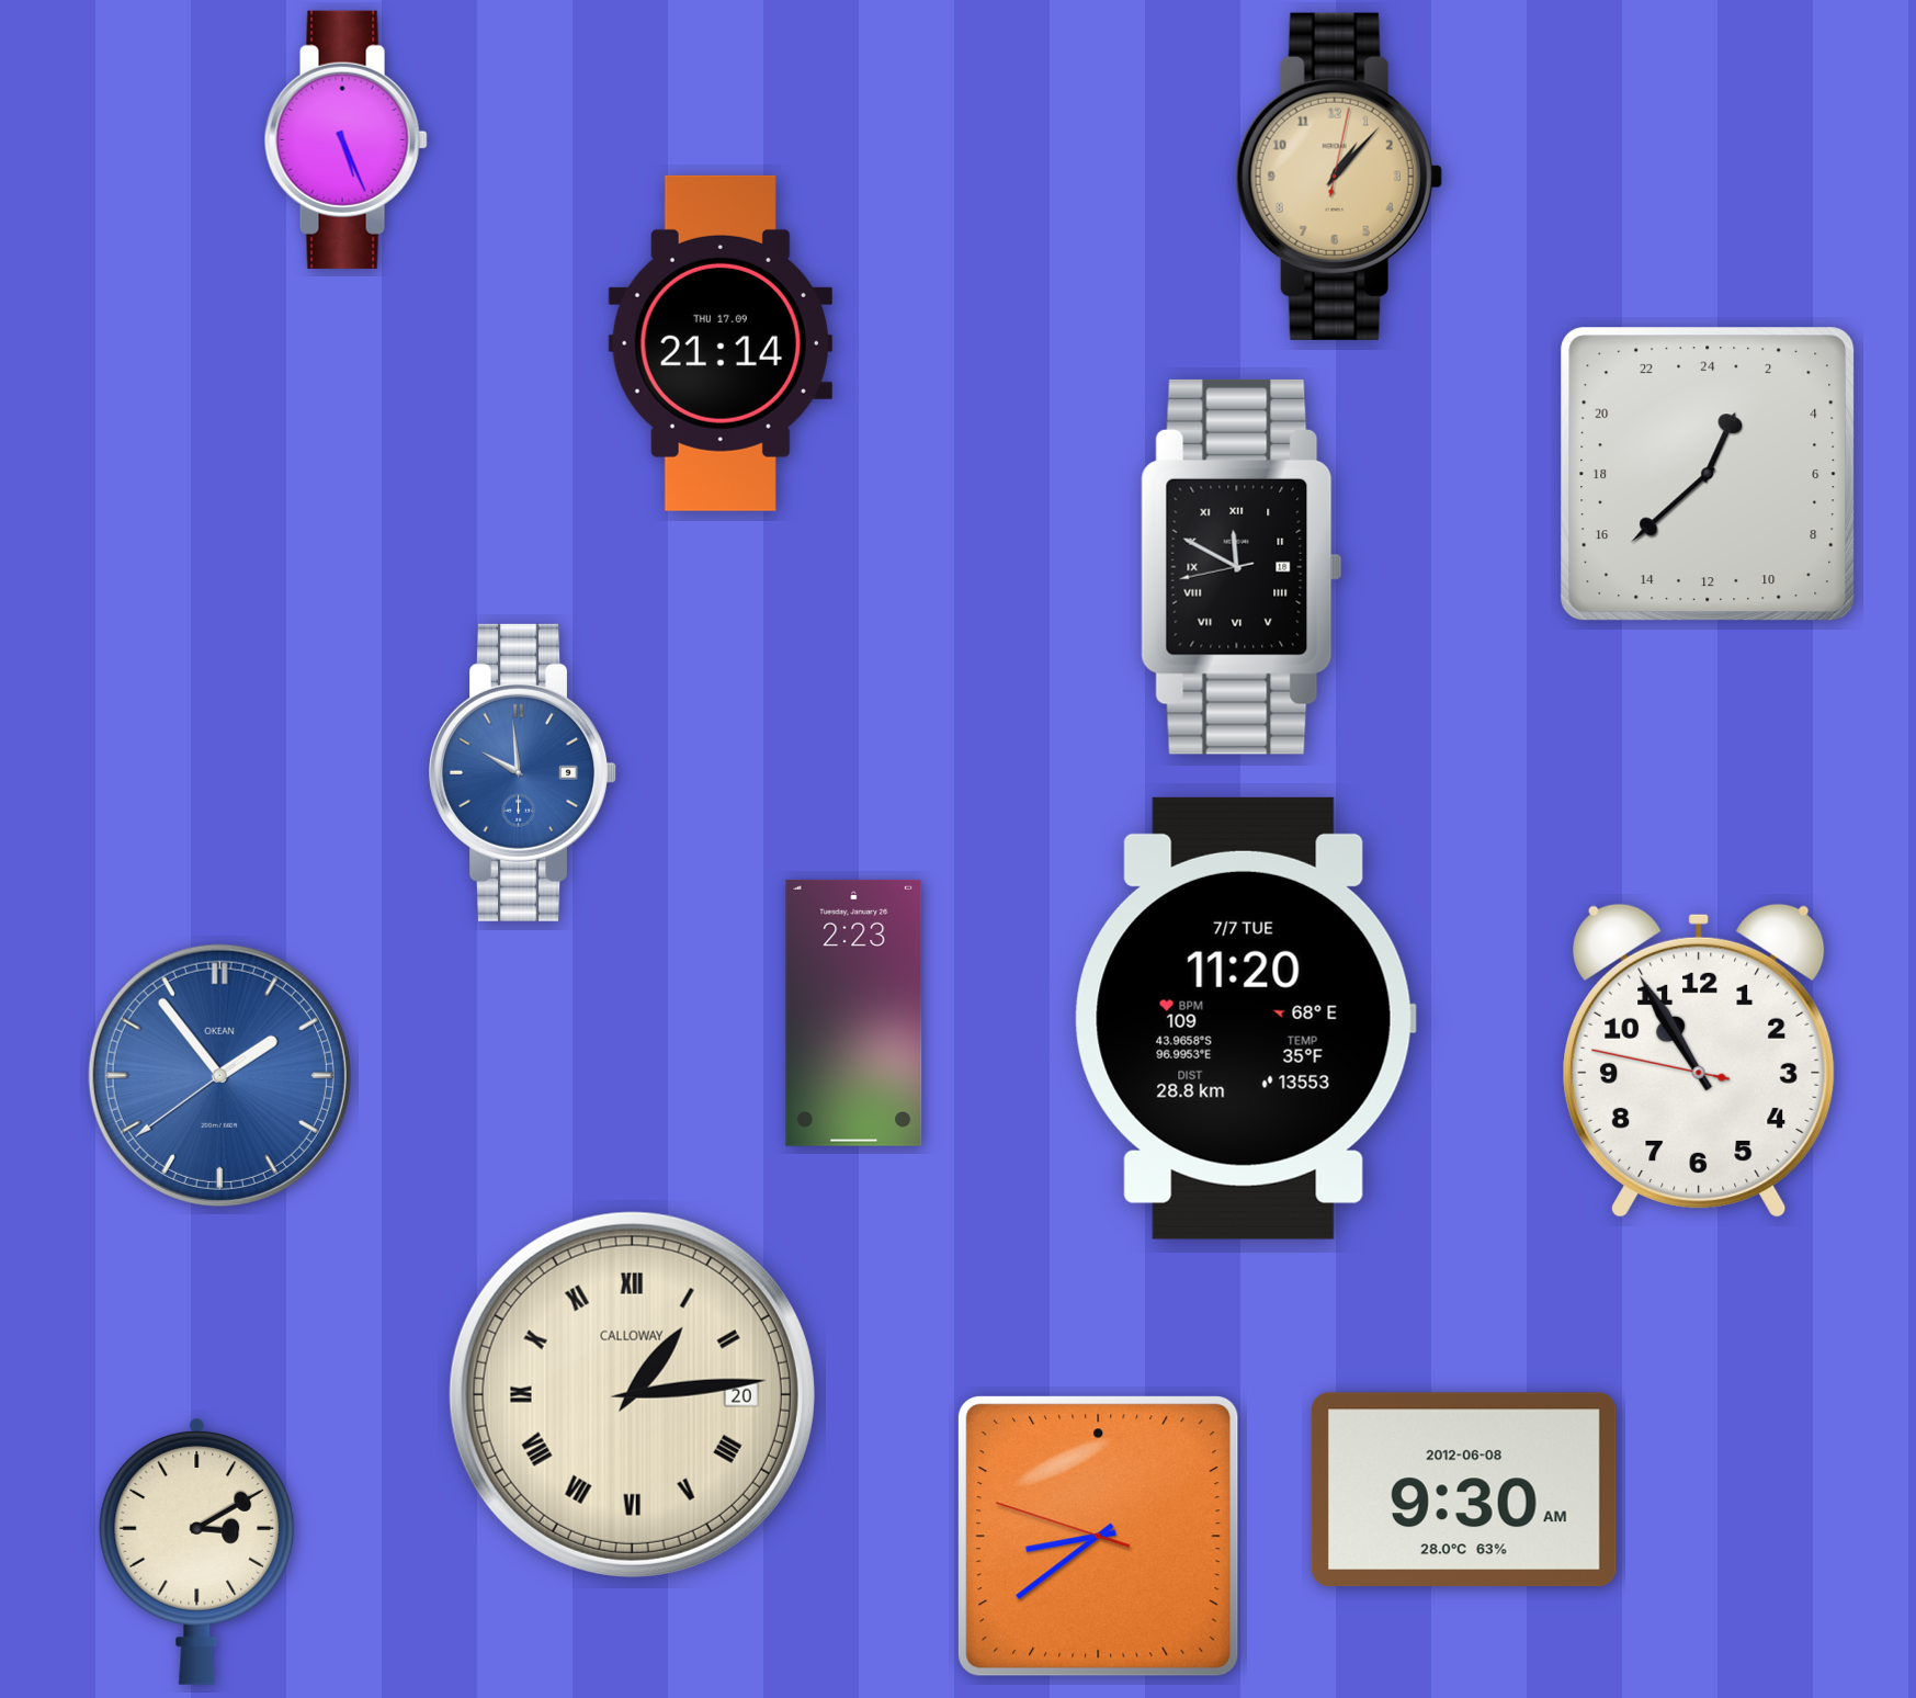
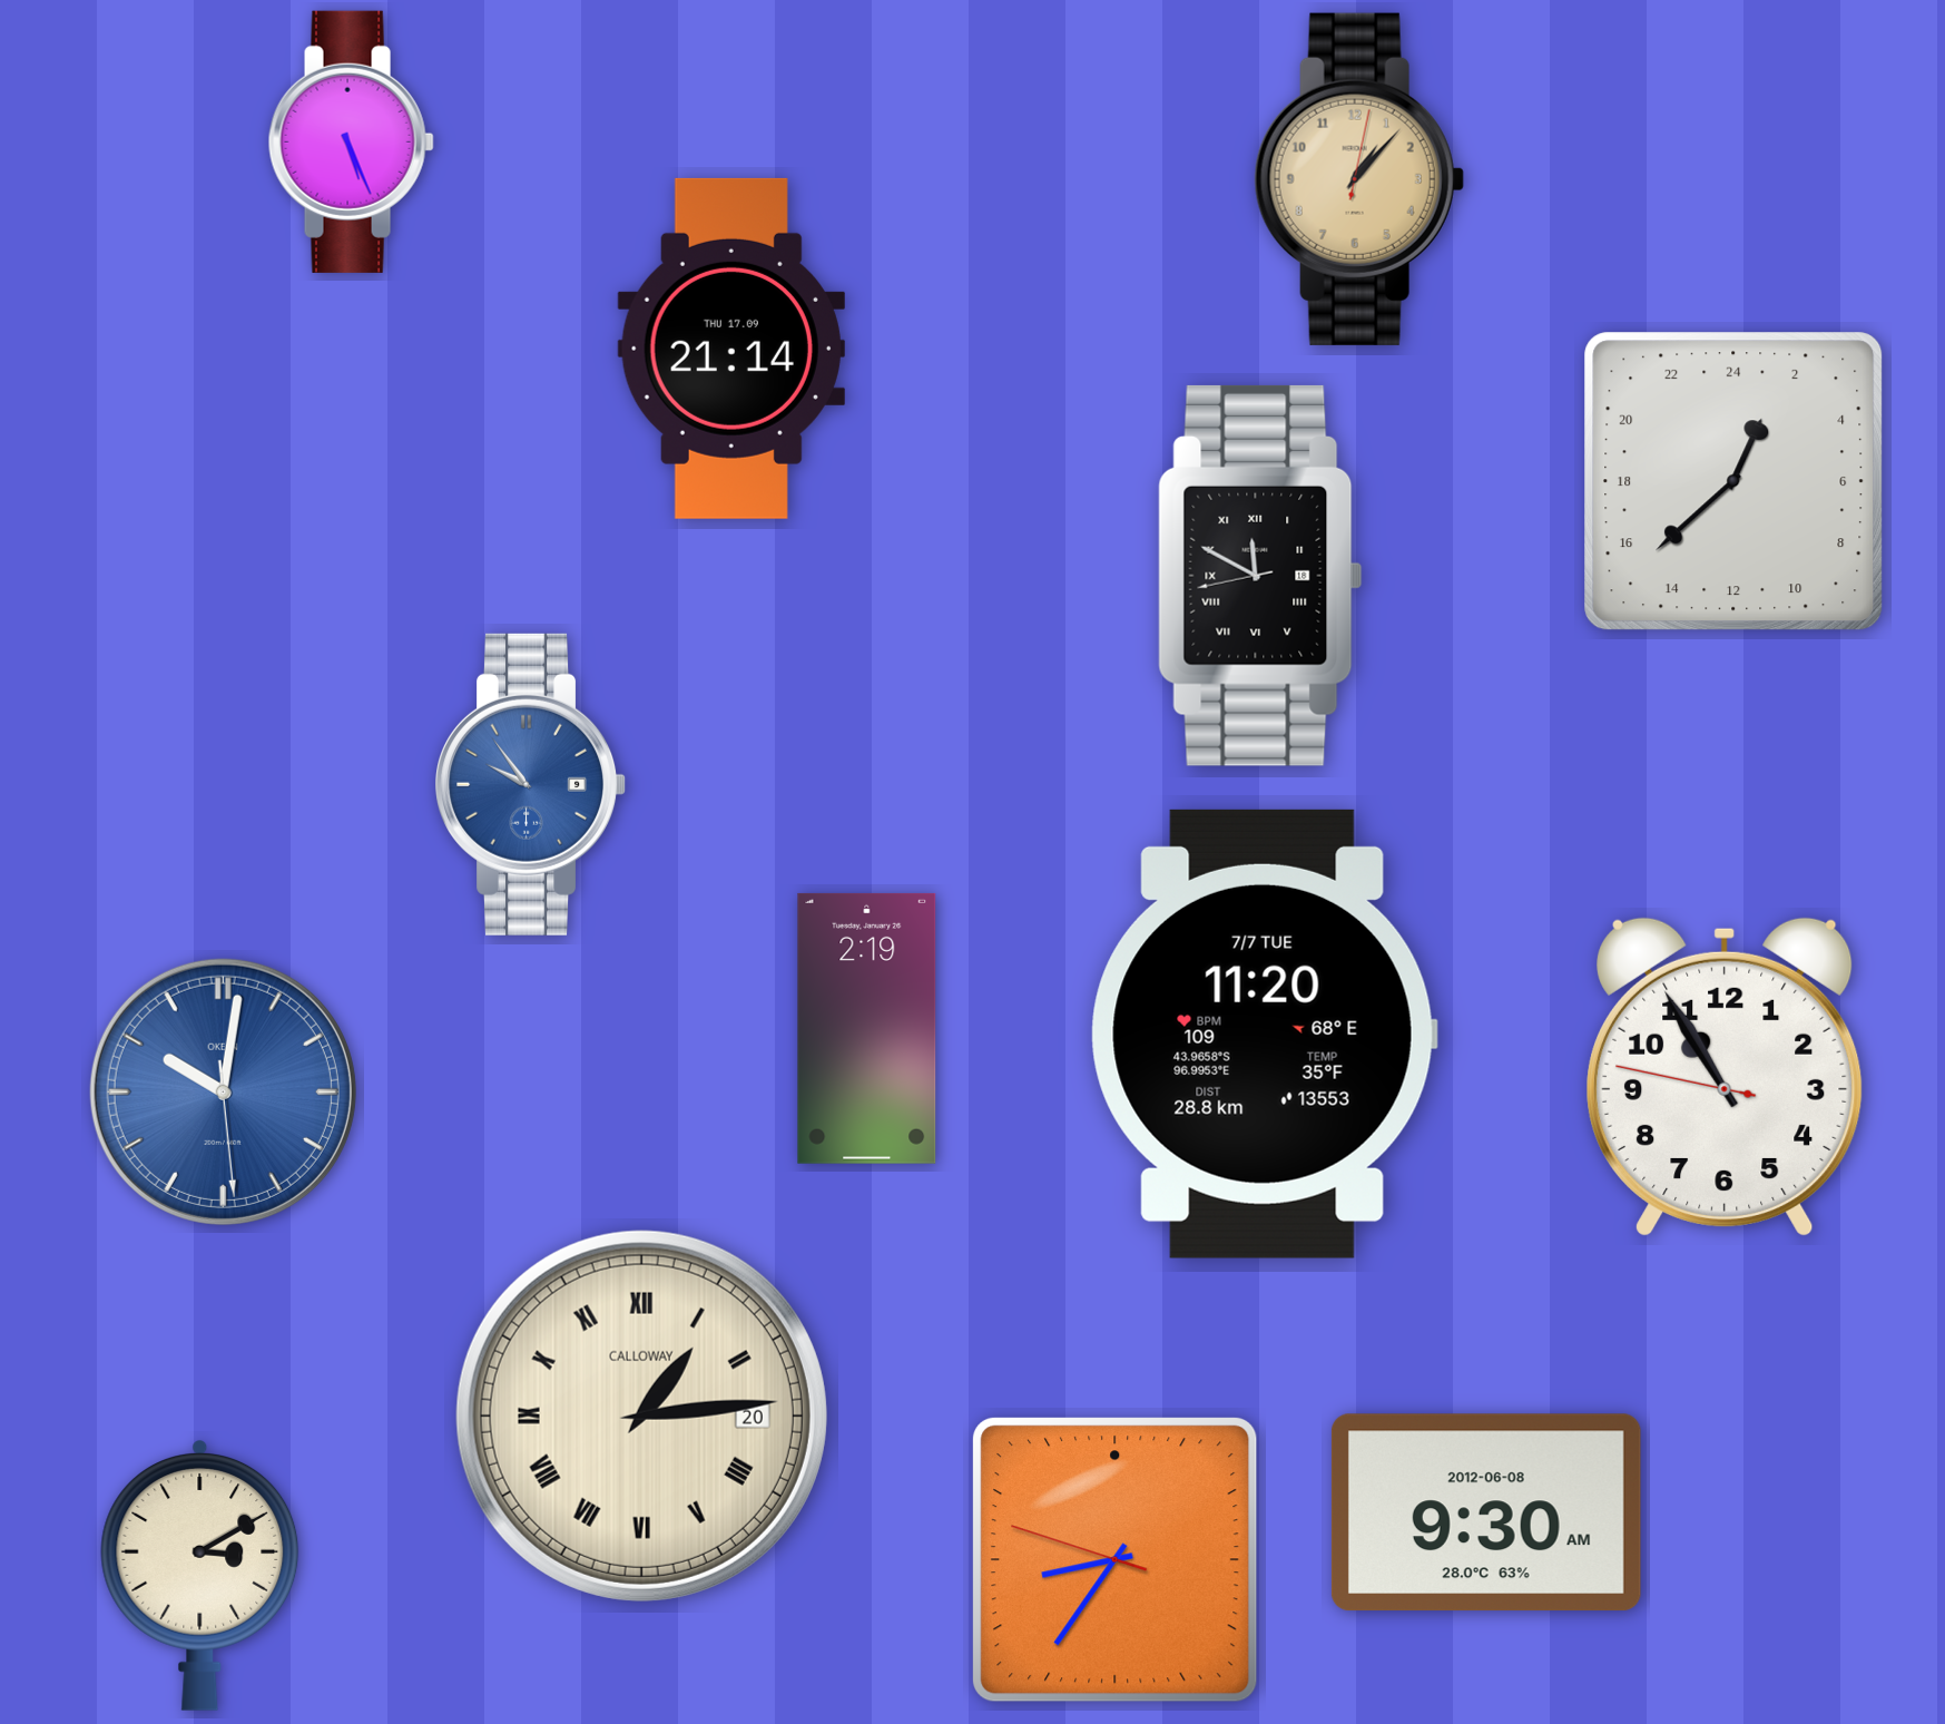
clock at (523, 772): 9:59 -> 9:54
clock at (854, 1012): 2:23 -> 2:19
clock at (219, 1075): 1:53 -> 10:01
clock at (1099, 1537): 8:38 -> 8:35
